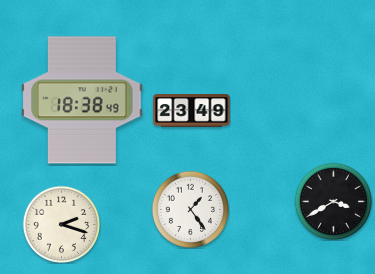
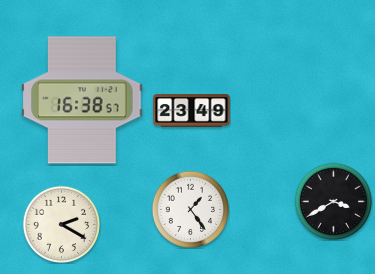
clock at (82, 100): 18:38 -> 16:38
clock at (61, 224): 2:18 -> 2:20
